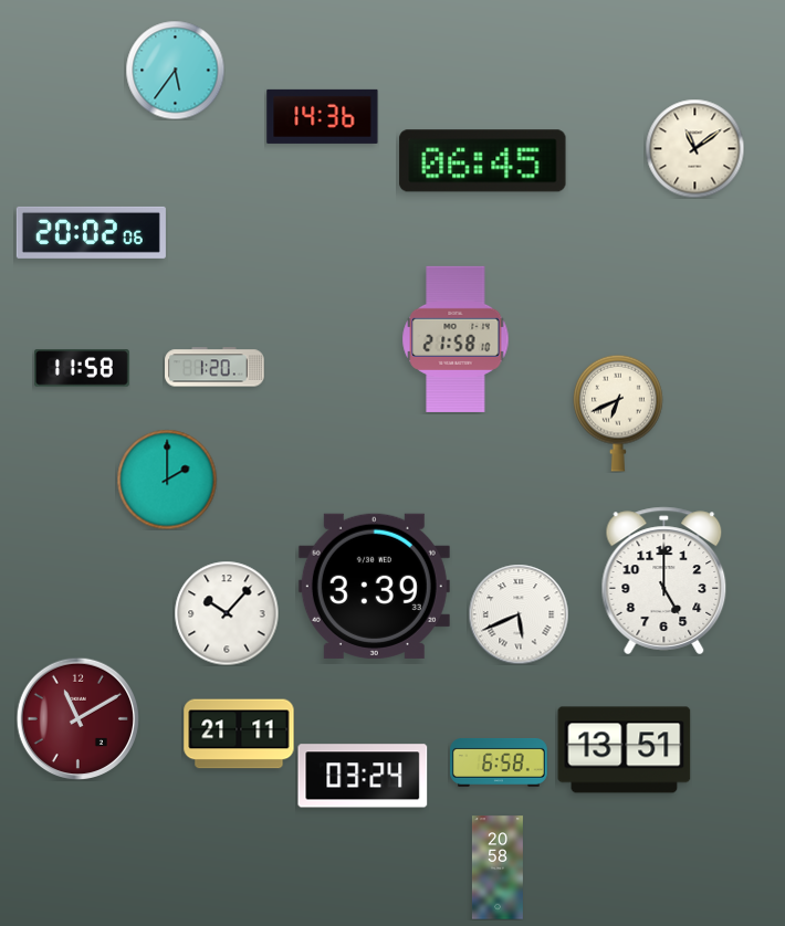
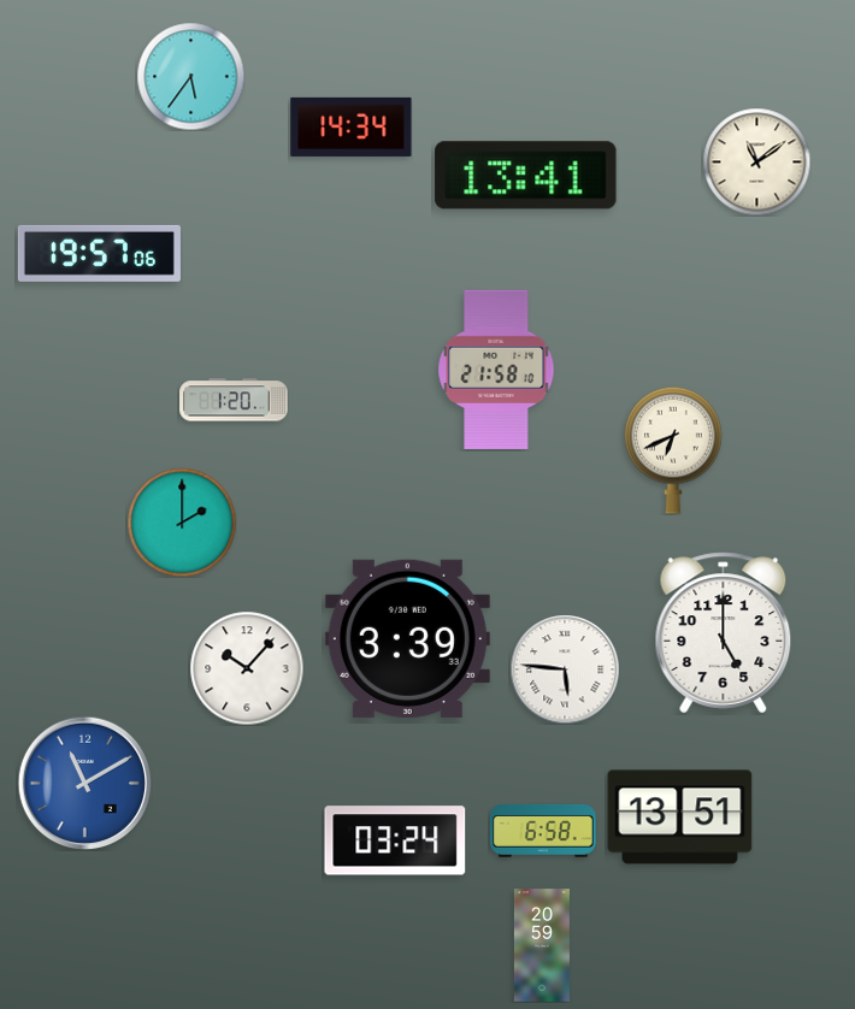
clock at (323, 116): 14:36 -> 14:34
clock at (483, 161): 06:45 -> 13:41
clock at (91, 232): 20:02 -> 19:57
clock at (82, 368): 11:58 -> none
clock at (519, 614): 5:41 -> 5:46
clock at (77, 718) dial: burgundy -> blue
clock at (239, 734): 21:11 -> none
clock at (363, 776) position: (363, 776) -> (395, 840)
clock at (498, 867): 20:58 -> 20:59
